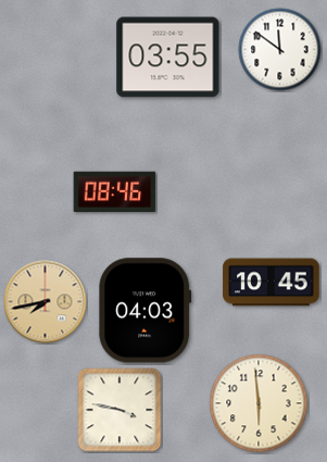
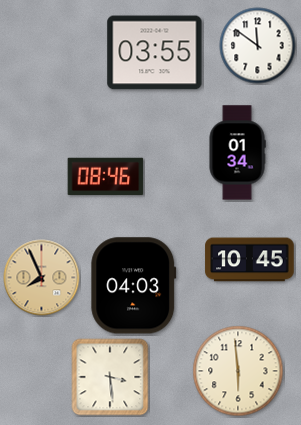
clock at (237, 153): none -> 01:34
clock at (46, 302): 7:43 -> 7:56
clock at (120, 410): 3:47 -> 3:29
